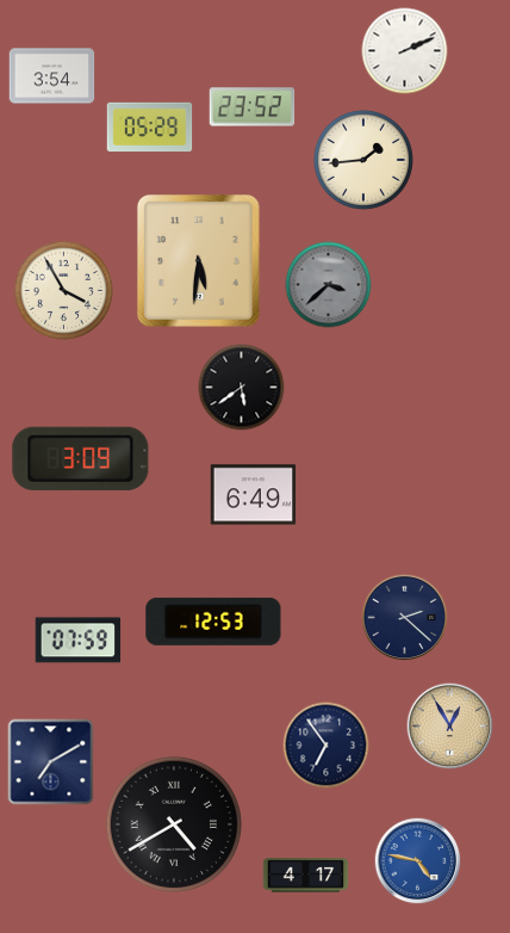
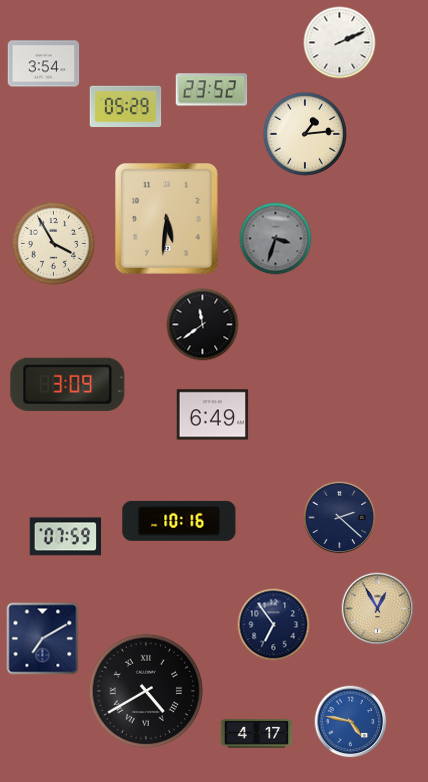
clock at (363, 160): 1:44 -> 1:14
clock at (329, 285): 3:38 -> 3:33
clock at (242, 388): 5:39 -> 11:39
clock at (213, 622): 12:53 -> 10:16
